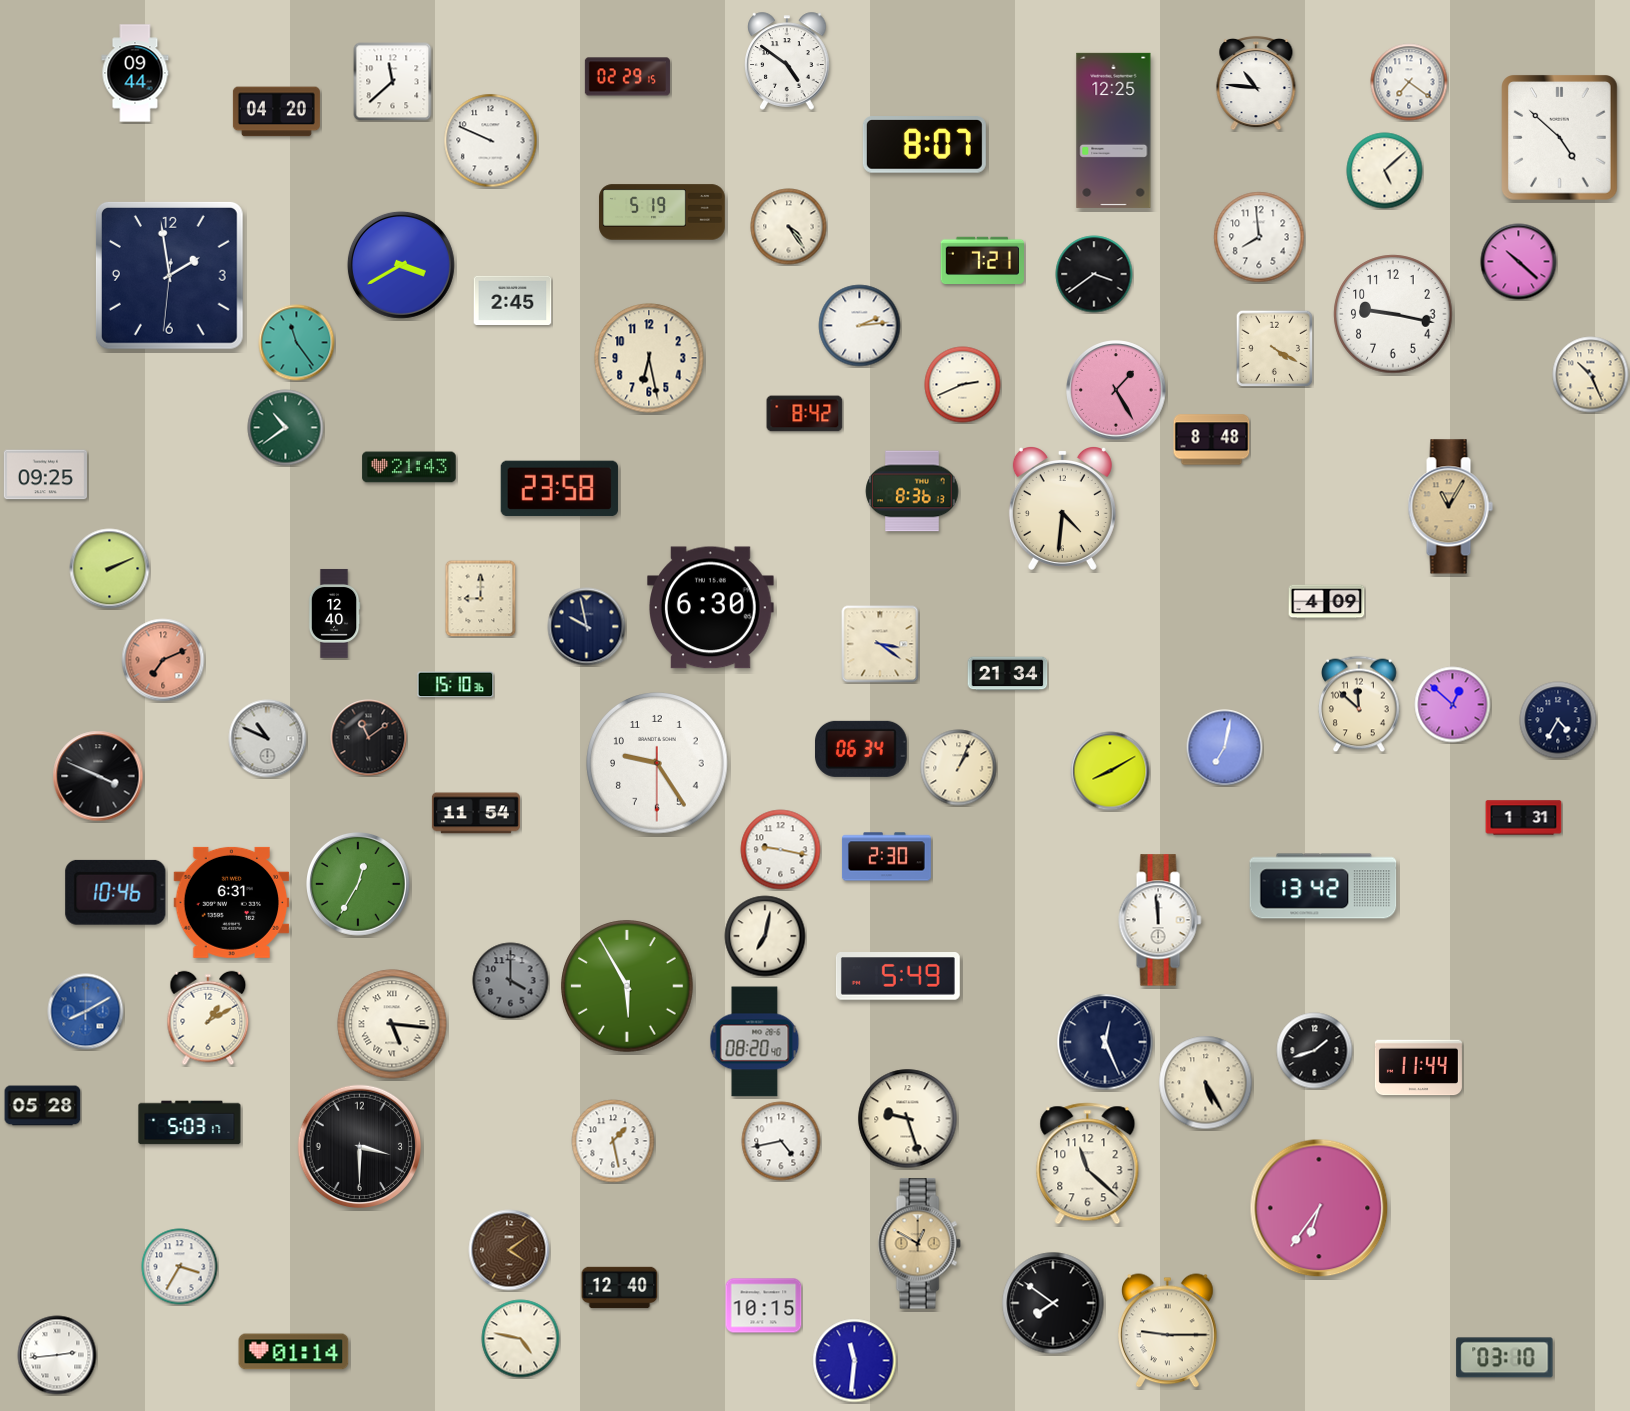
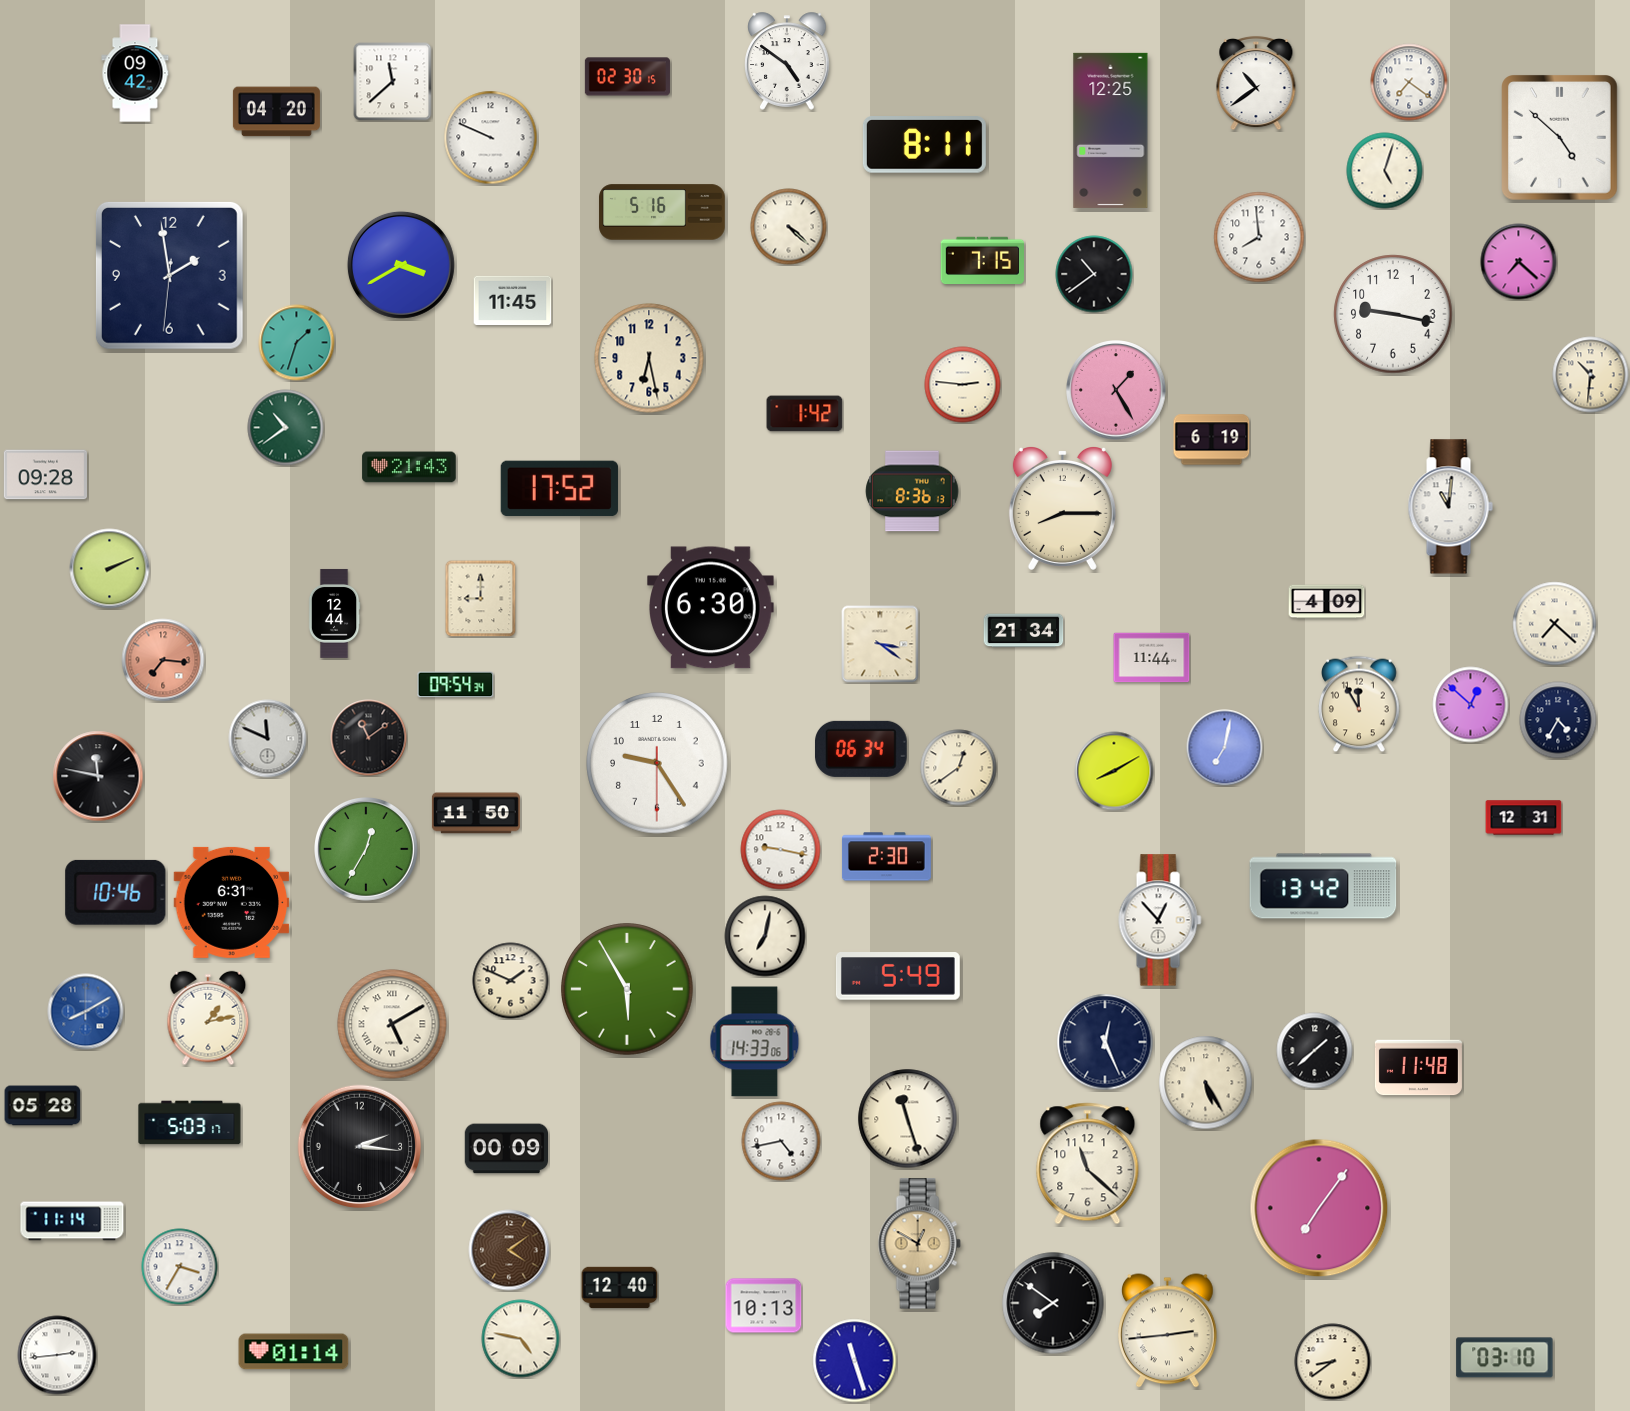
clock at (135, 73): 09:44 -> 09:42
clock at (627, 77): 02:29 -> 02:30
clock at (1256, 83): 10:46 -> 10:39
clock at (1114, 130) position: (1114, 130) -> (1111, 130)
clock at (491, 141) position: (491, 141) -> (491, 138)
clock at (924, 145): 8:07 -> 8:11
clock at (1385, 171): 5:08 -> 5:03
clock at (662, 212): 5:19 -> 5:16
clock at (789, 227): 4:24 -> 4:22
clock at (982, 261): 7:21 -> 7:15
clock at (1519, 262): 10:22 -> 7:22
clock at (1094, 274): 3:39 -> 10:39
clock at (513, 301): 2:45 -> 11:45
clock at (860, 326): 2:14 -> none
clock at (297, 343): 11:24 -> 1:33
clock at (1274, 348): 4:20 -> none
clock at (1591, 375): 10:26 -> 10:31
clock at (963, 385): 2:41 -> 2:46
clock at (805, 414): 8:42 -> 1:42
clock at (1212, 440): 8:48 -> 6:19
clock at (45, 475): 09:25 -> 09:28
clock at (559, 489): 23:58 -> 17:52
clock at (1450, 507): 11:05 -> 11:01
clock at (1450, 507) dial: champagne -> white
clock at (1062, 509): 4:31 -> 8:15
clock at (334, 613): 12:40 -> 12:44
clock at (1555, 624): none -> 7:22
clock at (587, 627): 9:58 -> none
clock at (1152, 658): none -> 11:44
clock at (163, 660): 7:11 -> 7:16
clock at (1008, 674) position: (1008, 674) -> (1024, 631)
clock at (456, 685): 15:10 -> 09:54
clock at (1360, 704): 11:52 -> 11:55
clock at (1453, 705) position: (1453, 705) -> (1471, 705)
clock at (268, 739): 10:49 -> 11:49
clock at (959, 768): 1:04 -> 12:39
clock at (1110, 771) position: (1110, 771) -> (1114, 771)
clock at (98, 776): 3:49 -> 11:47
clock at (476, 813): 11:54 -> 11:50
clock at (1524, 818): 1:31 -> 12:31
clock at (359, 885) position: (359, 885) -> (367, 850)
clock at (1160, 920): 11:59 -> 12:53
clock at (511, 981): 4:00 -> 1:49
clock at (511, 981) dial: grey -> cream
clock at (627, 986) position: (627, 986) -> (627, 989)
clock at (208, 1018): 1:10 -> 1:13
clock at (392, 1024): 5:16 -> 5:10
clock at (755, 1042): 08:20 -> 14:33
clock at (1315, 1051): 1:42 -> 1:38
clock at (1418, 1068): 11:44 -> 11:48
clock at (908, 1119): 9:27 -> 11:27
clock at (613, 1141): 1:28 -> none
clock at (360, 1147): 3:30 -> 2:16
clock at (506, 1149): none -> 00:09
clock at (1319, 1208): 6:36 -> 7:06
clock at (72, 1221): none -> 11:14
clock at (764, 1306): 10:15 -> 10:13
clock at (1168, 1331): 9:15 -> 2:44
clock at (855, 1361): 11:31 -> 11:27
clock at (1333, 1362): none -> 8:39
